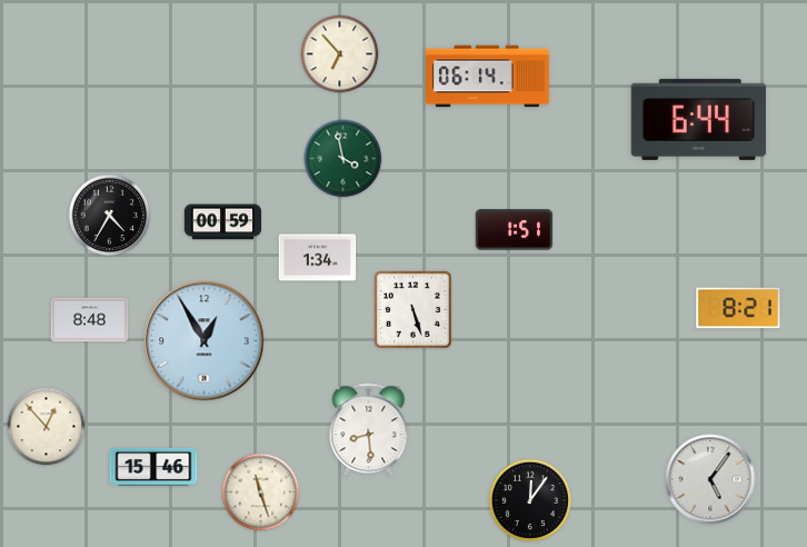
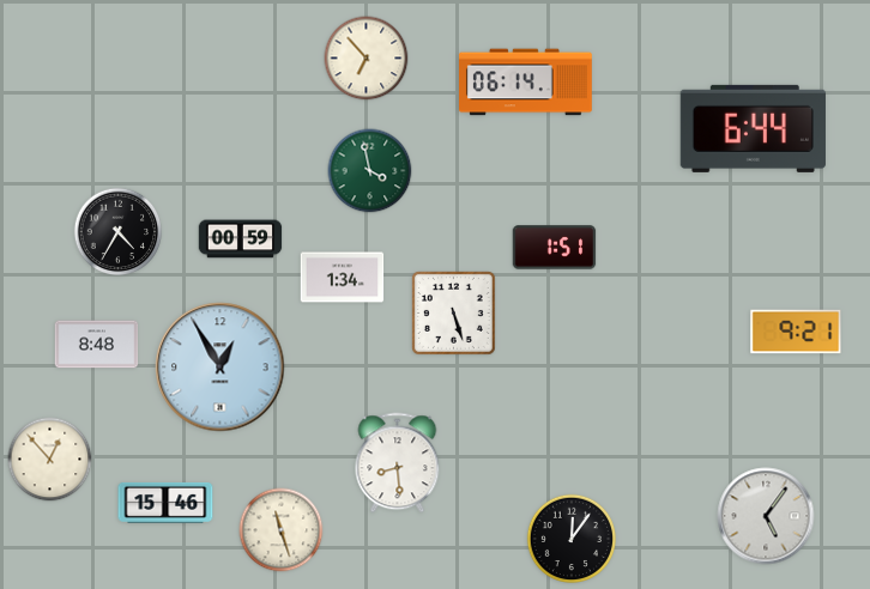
clock at (738, 308): 8:21 -> 9:21
clock at (412, 309) position: (412, 309) -> (453, 312)
